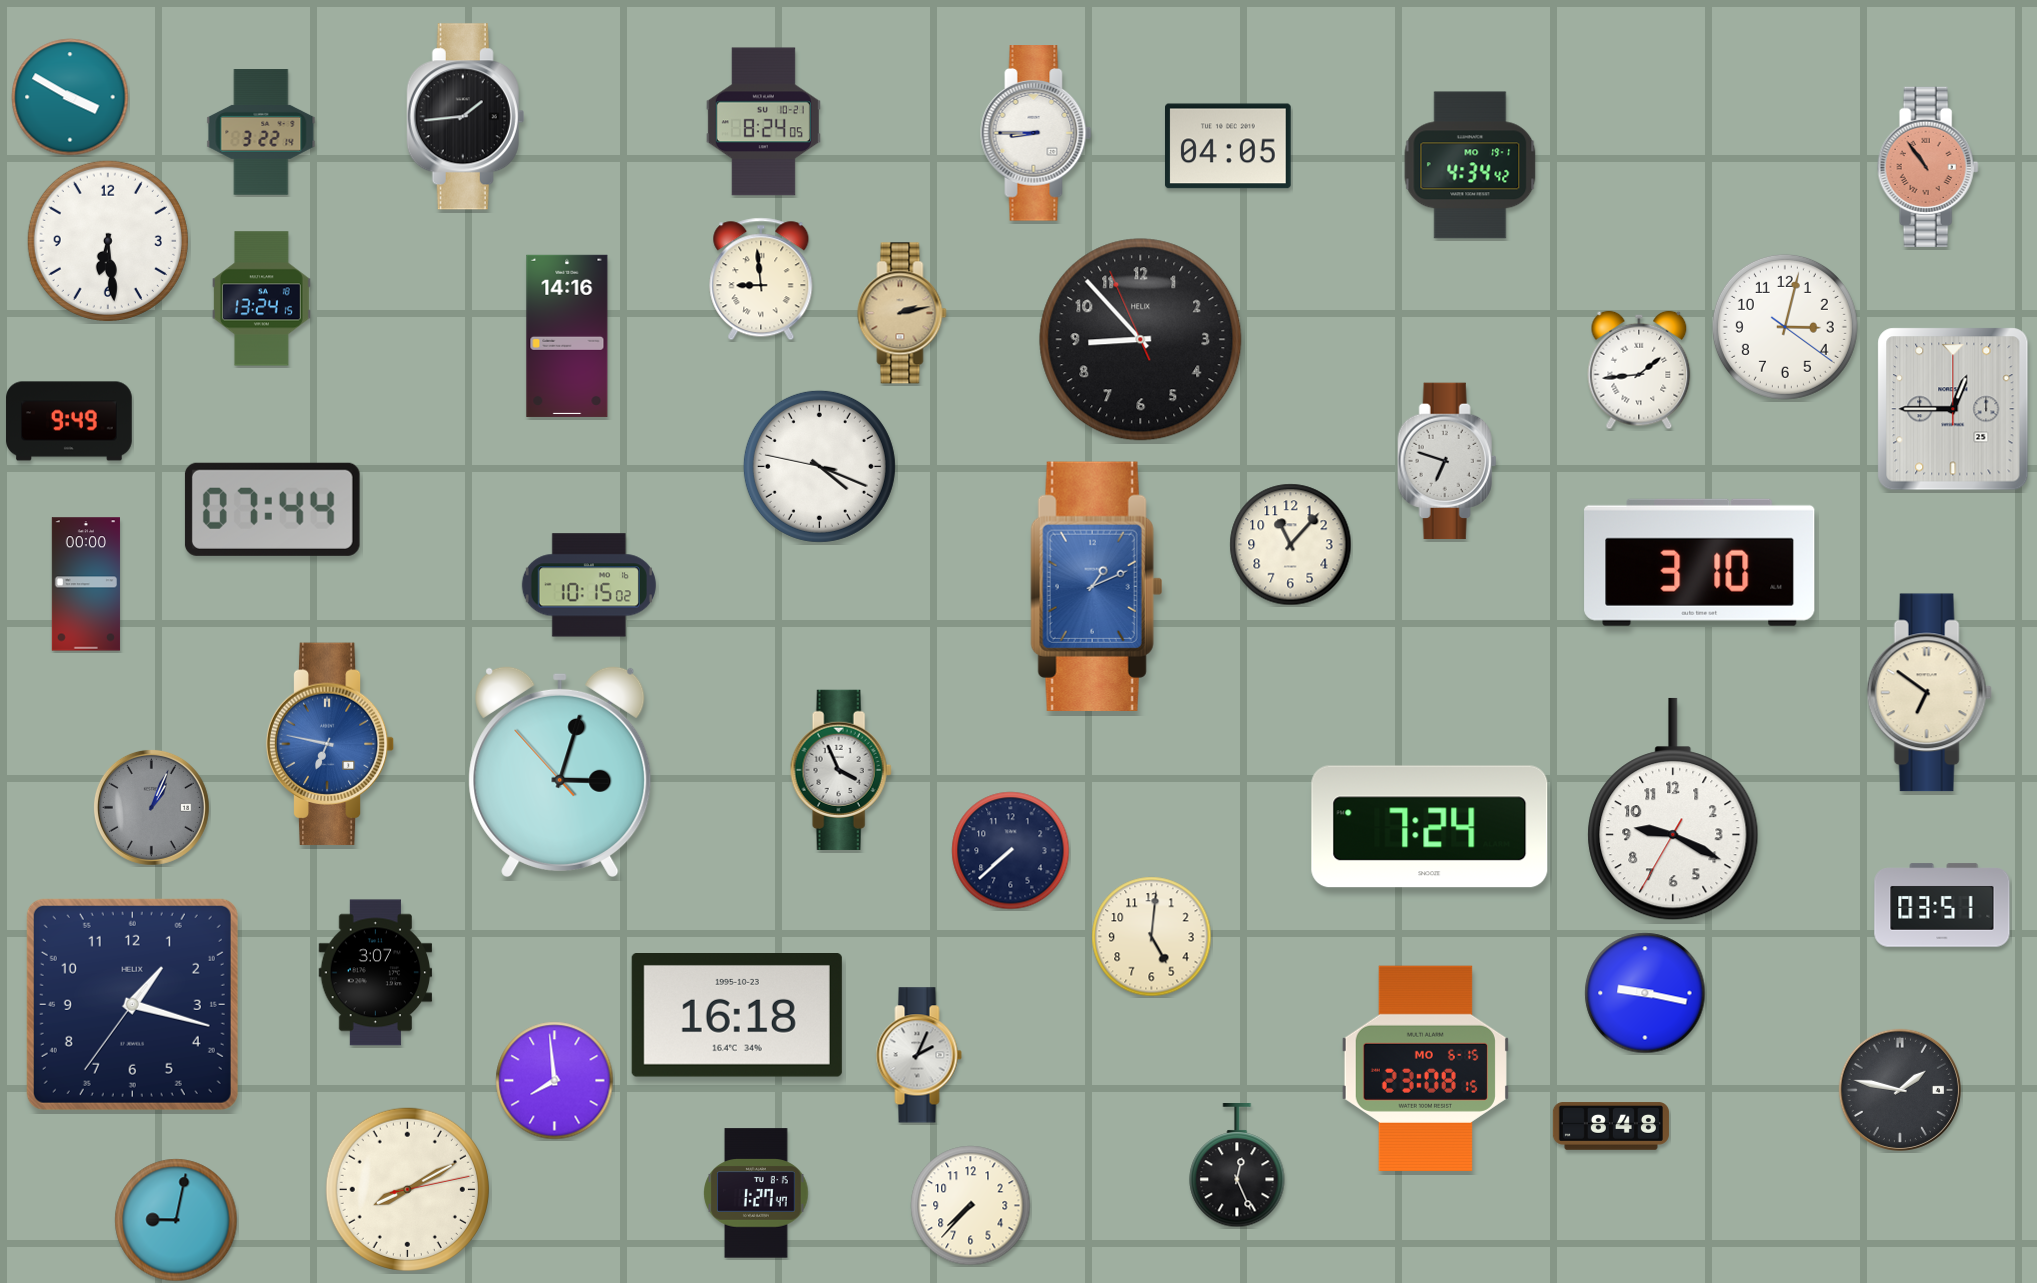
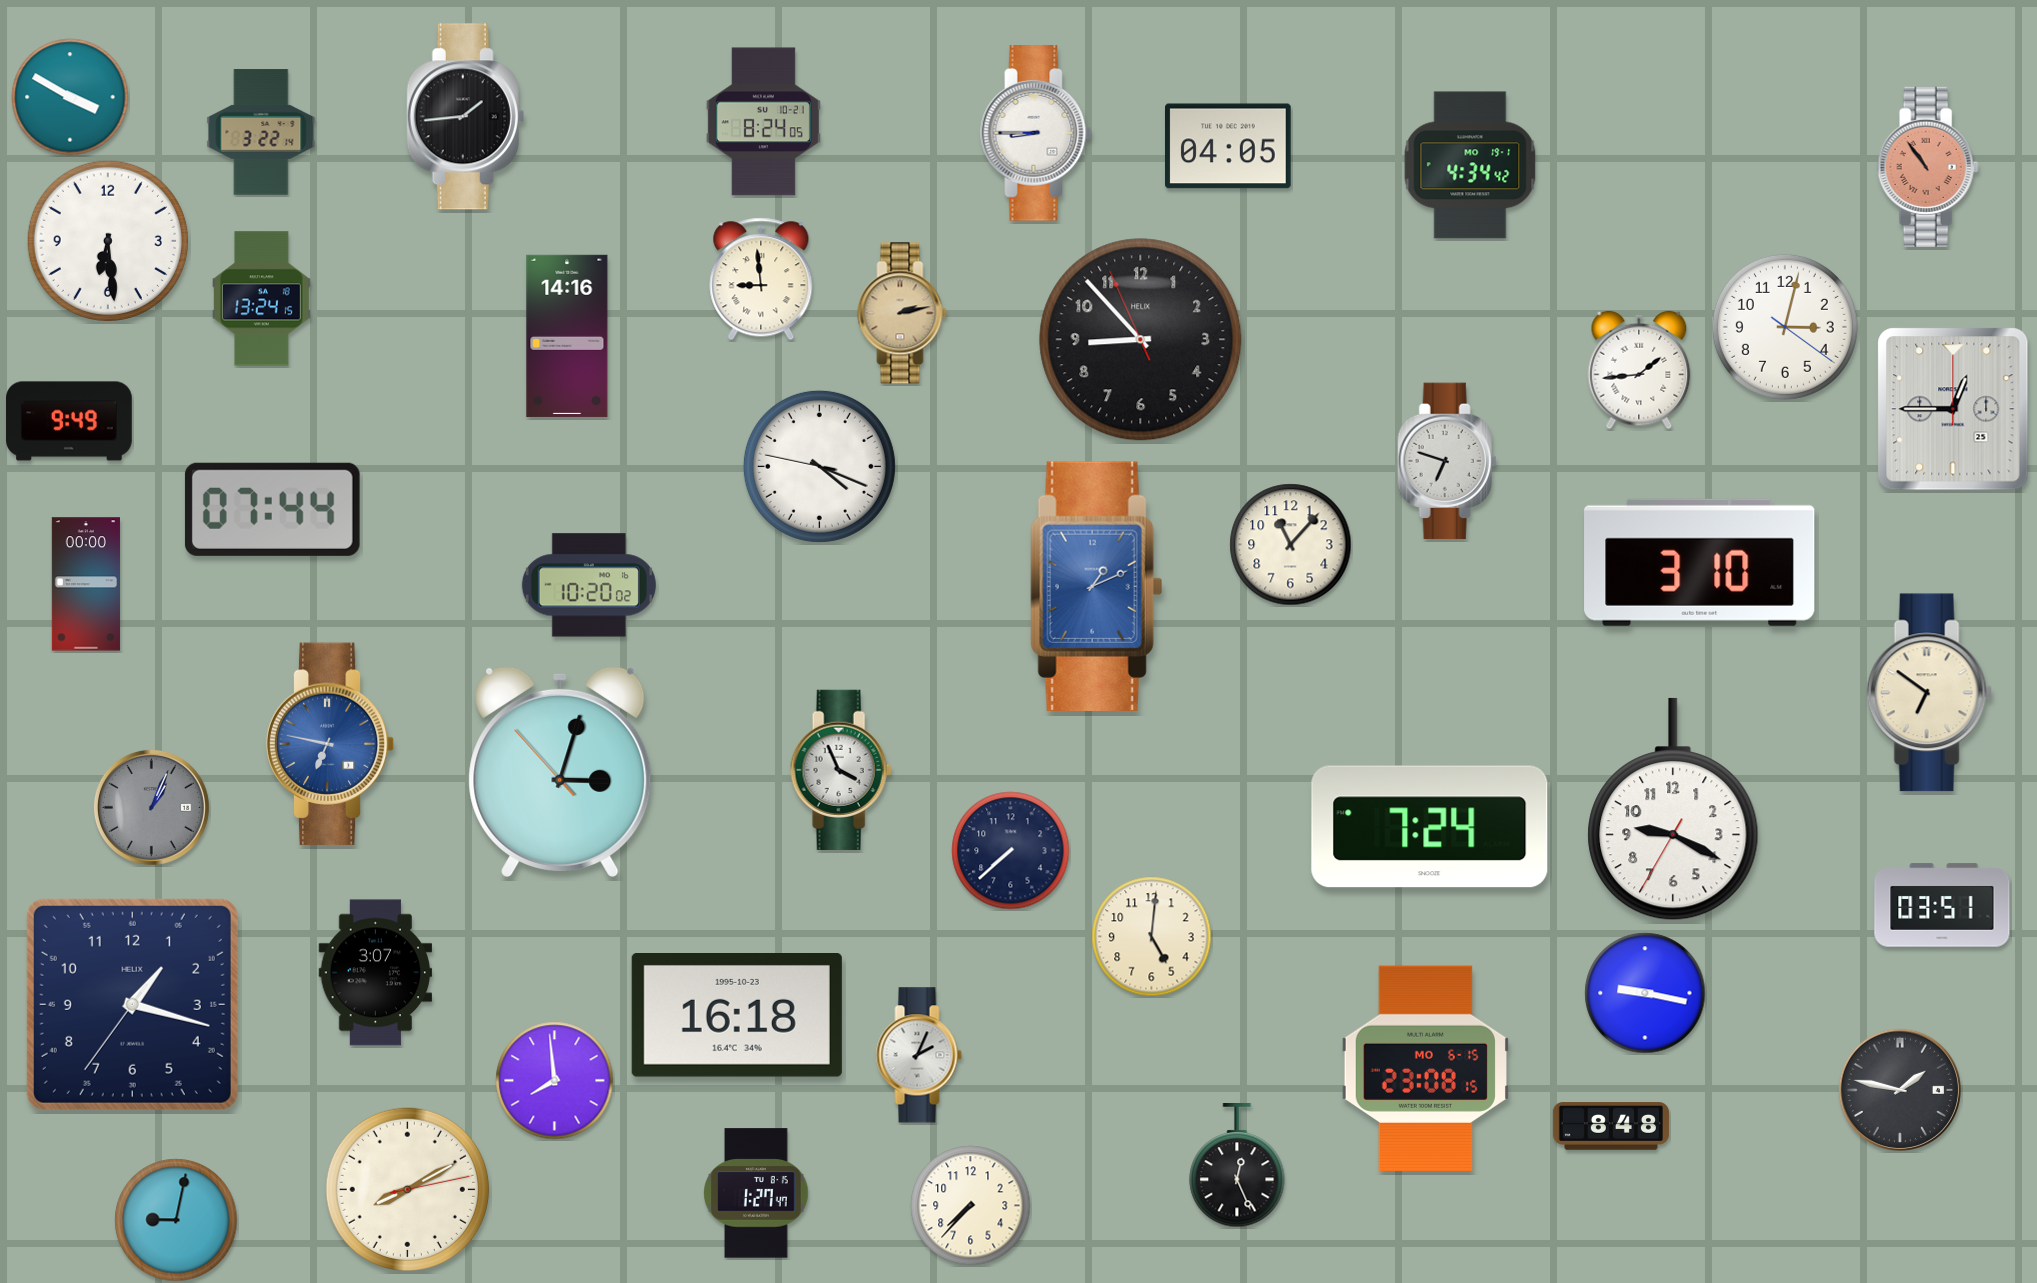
clock at (589, 585): 10:15 -> 10:20
